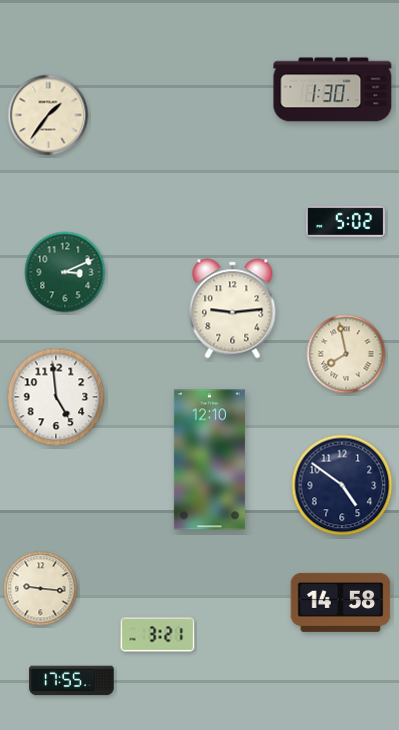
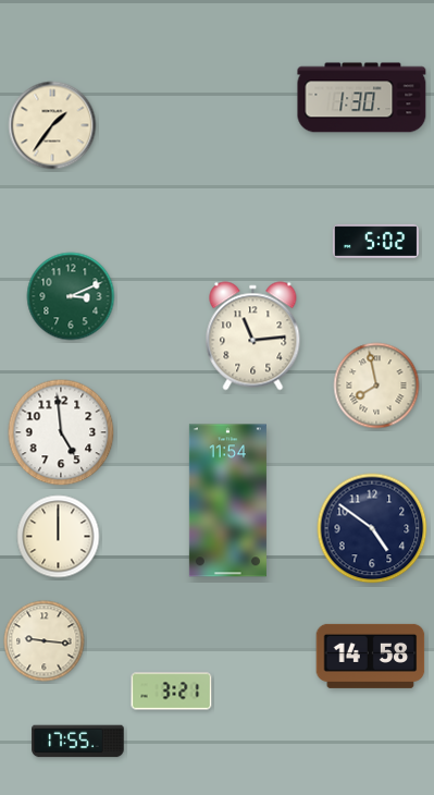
clock at (233, 309): 9:14 -> 11:14
clock at (209, 460): 12:10 -> 11:54
clock at (59, 537): none -> 12:00
